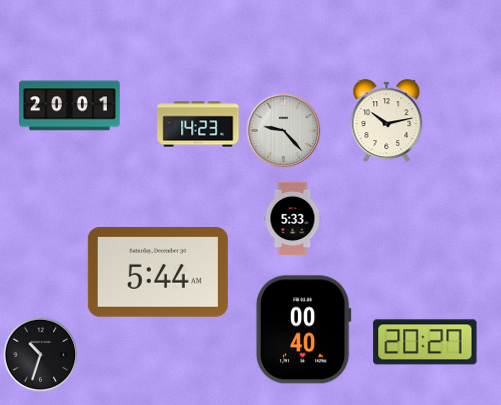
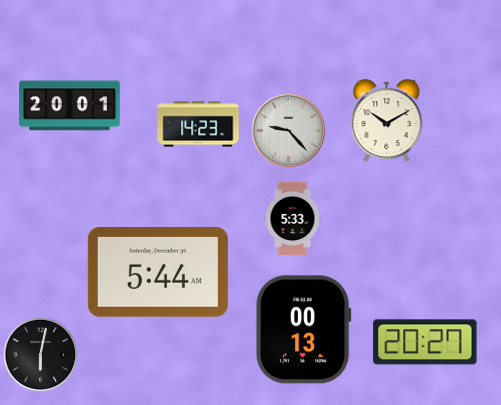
clock at (387, 121): 10:13 -> 10:10
clock at (284, 131) position: (284, 131) -> (289, 131)
clock at (303, 330): 00:40 -> 00:13
clock at (41, 355): 10:33 -> 6:02
